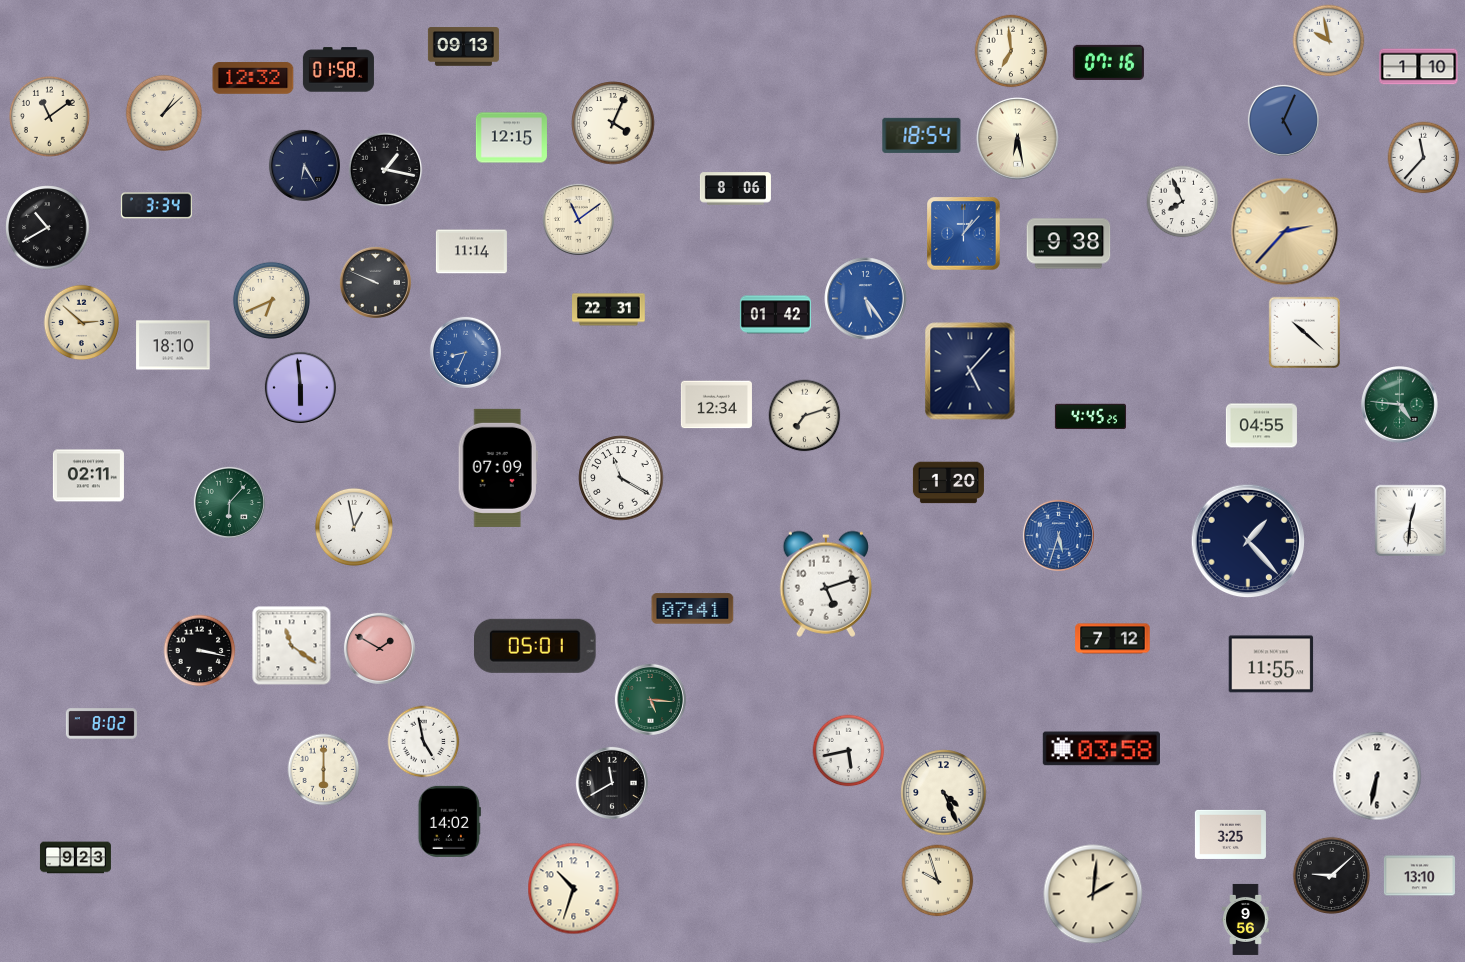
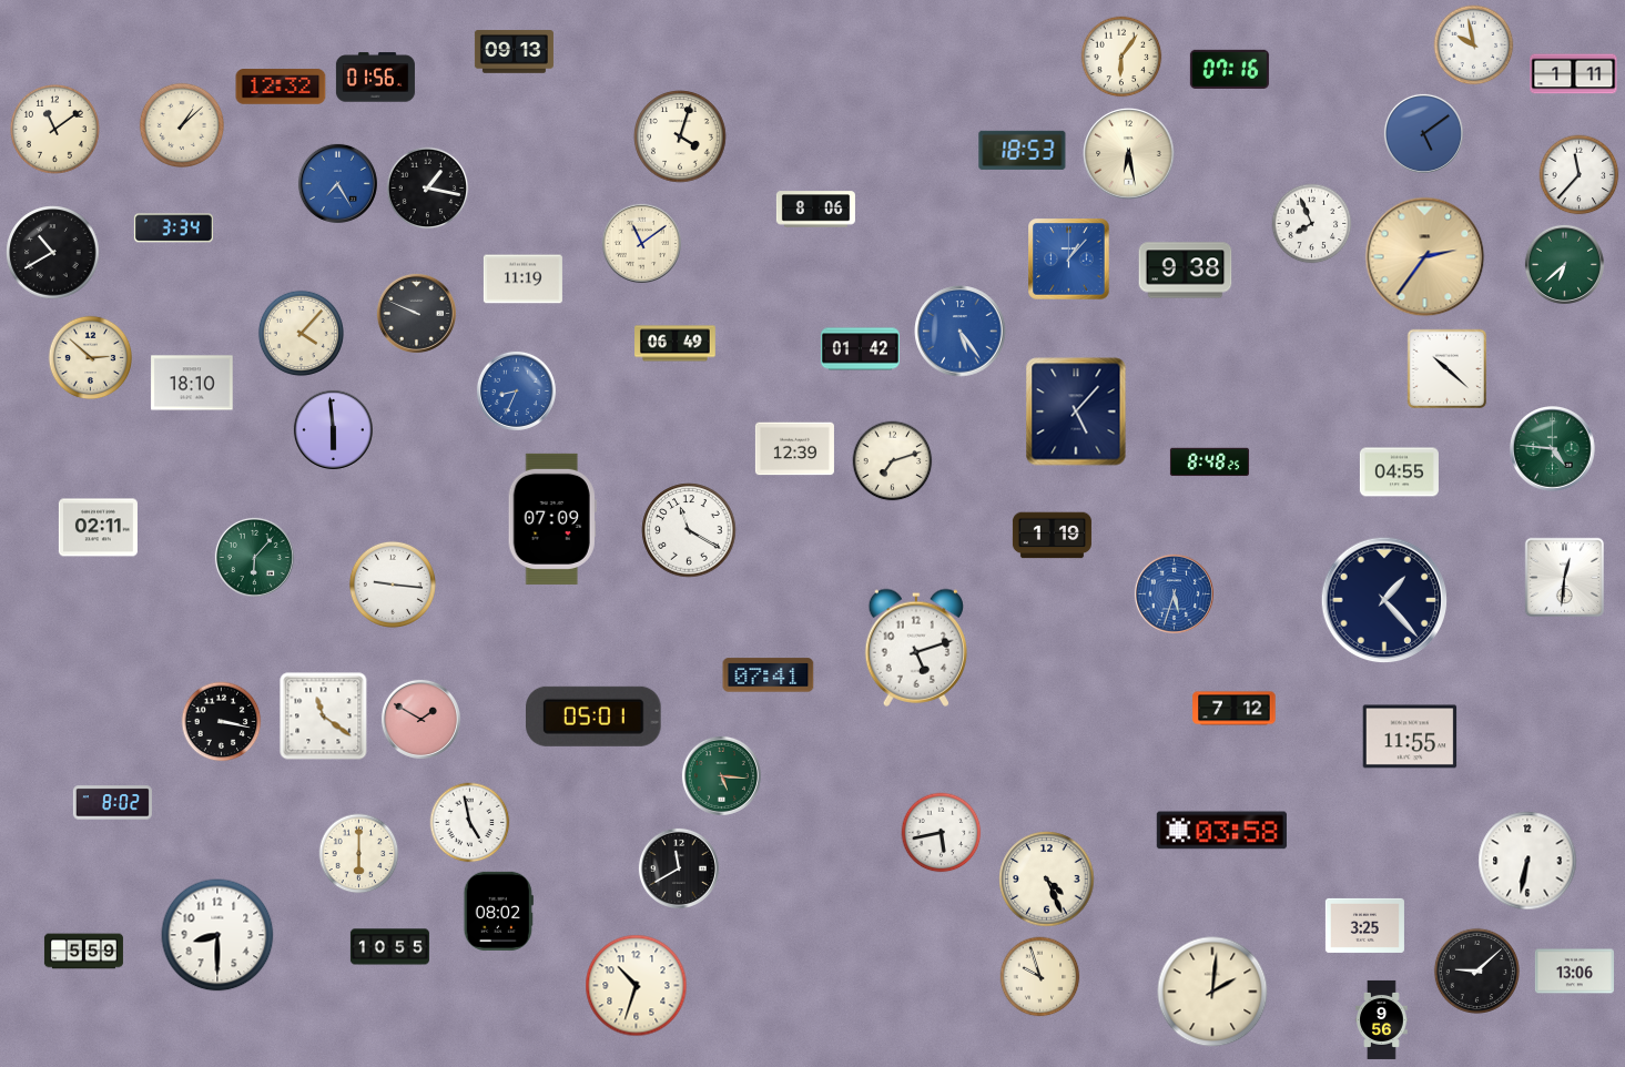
clock at (1011, 51): 6:59 -> 6:06
clock at (1419, 67): 1:10 -> 1:11
clock at (338, 70): 01:58 -> 01:56
clock at (1283, 120): 5:04 -> 5:09
clock at (613, 123): 4:04 -> 4:03
clock at (922, 135): 18:54 -> 18:53
clock at (511, 138): 12:15 -> none
clock at (304, 165): 6:25 -> 7:25
clock at (304, 165) dial: navy -> blue
clock at (1285, 232): 2:37 -> 2:36
clock at (1564, 264): none -> 6:38
clock at (471, 252): 11:14 -> 11:19
clock at (271, 300): 6:41 -> 4:07
clock at (609, 310): 22:31 -> 06:49
clock at (716, 405): 12:34 -> 12:39
clock at (1090, 417): 4:45 -> 8:48
clock at (948, 483): 1:20 -> 1:19
clock at (354, 527): 12:58 -> 9:16
clock at (449, 821): 14:02 -> 08:02
clock at (217, 935): none -> 8:30
clock at (389, 947): none -> 10:55
clock at (75, 858): 9:23 -> 5:59
clock at (1419, 876): 13:10 -> 13:06
